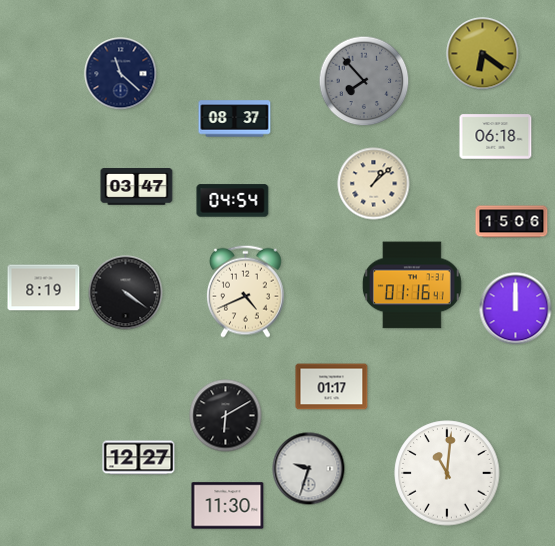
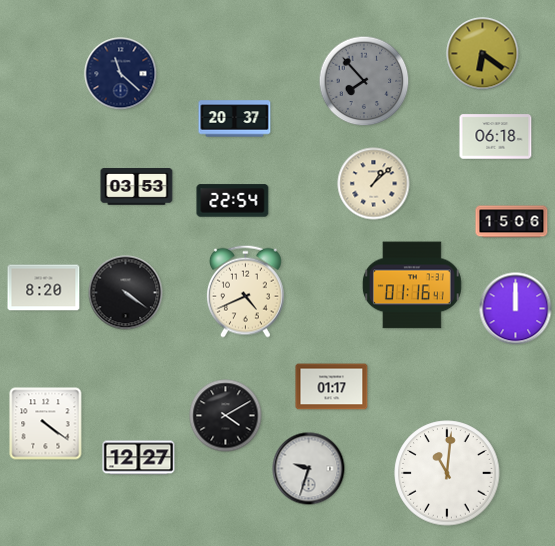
clock at (235, 119): 08:37 -> 20:37
clock at (137, 187): 03:47 -> 03:53
clock at (233, 201): 04:54 -> 22:54
clock at (44, 288): 8:19 -> 8:20
clock at (226, 416): 6:10 -> 4:10
clock at (46, 424): none -> 4:21
clock at (228, 506): 11:30 -> none
